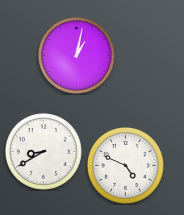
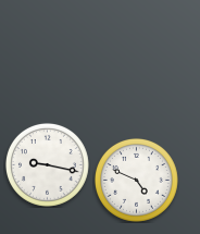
clock at (76, 55): 1:02 -> none
clock at (43, 151): 8:40 -> 9:17
